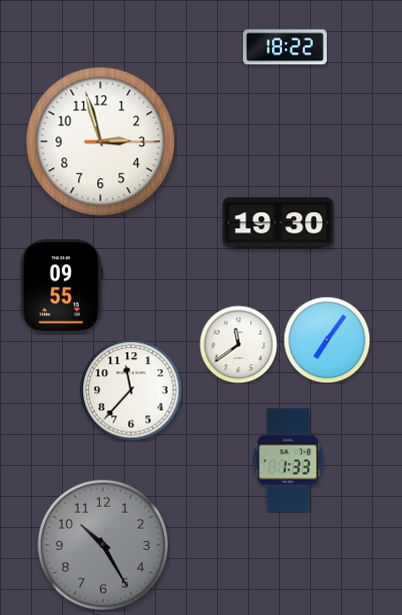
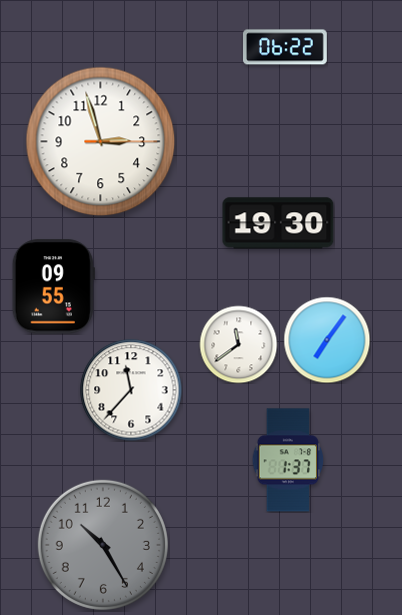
clock at (286, 47): 18:22 -> 06:22
clock at (61, 287) position: (61, 287) -> (53, 287)
clock at (288, 460): 1:33 -> 1:37
